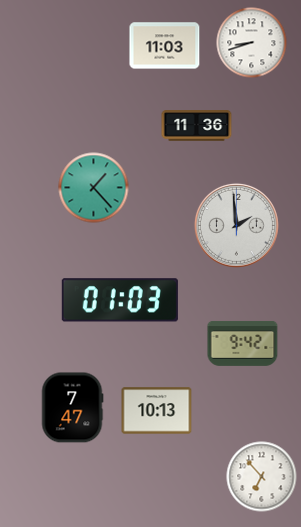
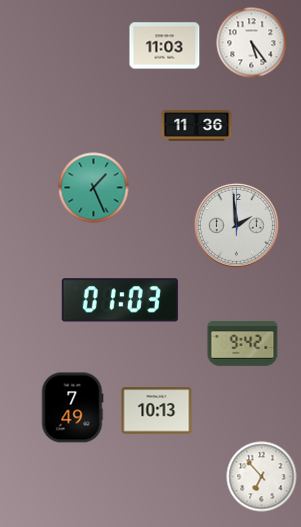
clock at (252, 43): 8:42 -> 5:24
clock at (94, 188): 1:23 -> 1:26
clock at (72, 408): 7:47 -> 7:49
